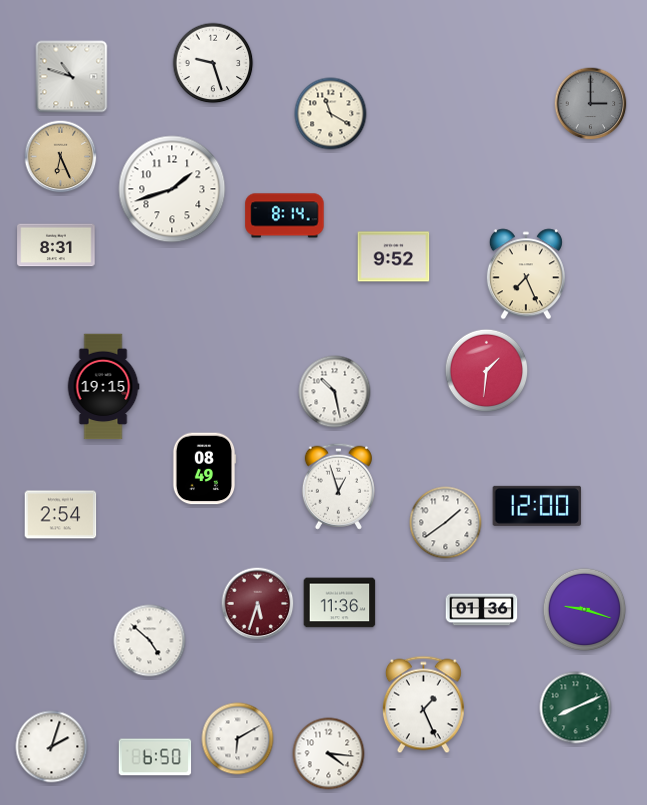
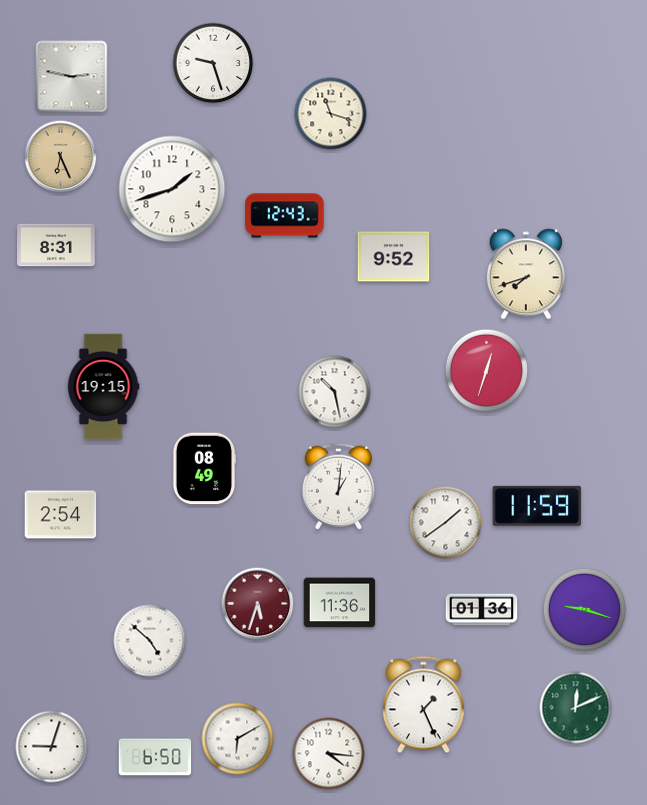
clock at (72, 77): 10:48 -> 2:47
clock at (591, 104): 3:00 -> none
clock at (331, 114): 11:20 -> 11:18
clock at (285, 216): 8:14 -> 12:43
clock at (526, 274): 7:26 -> 7:42
clock at (487, 371): 1:31 -> 12:33
clock at (338, 486): 12:57 -> 1:01
clock at (537, 506): 12:00 -> 11:59
clock at (576, 708): 8:11 -> 12:11
clock at (52, 747): 2:03 -> 9:03
